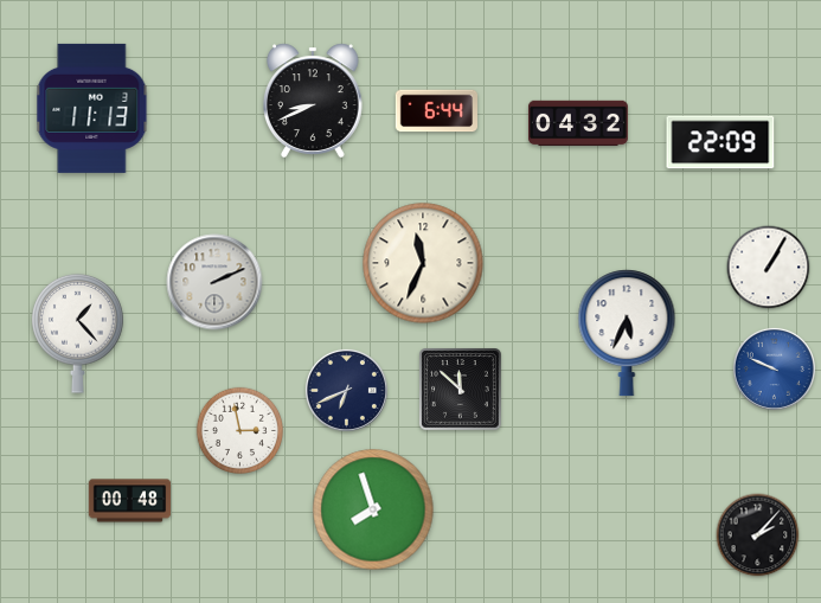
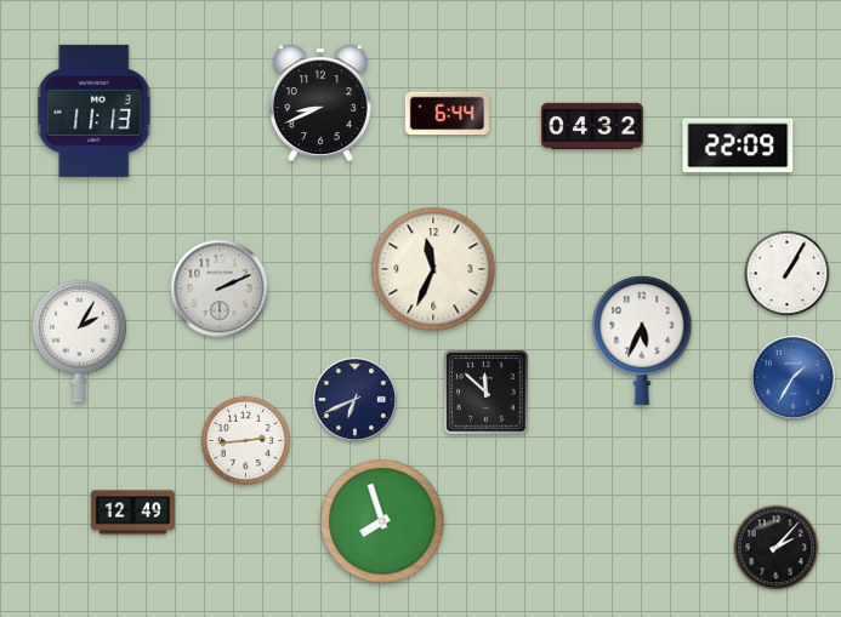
clock at (78, 333): 1:23 -> 2:05
clock at (774, 368): 9:49 -> 1:35
clock at (461, 390) position: (461, 390) -> (487, 393)
clock at (239, 430): 2:58 -> 2:44
clock at (130, 501): 00:48 -> 12:49
